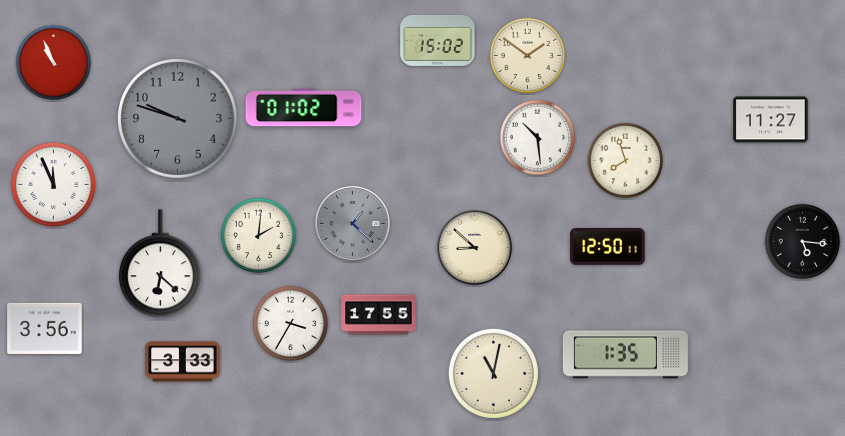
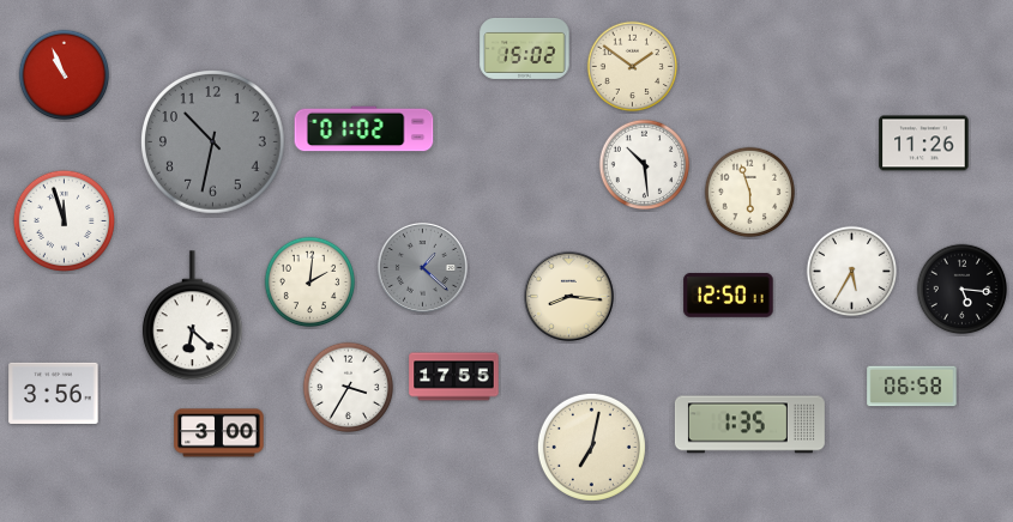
clock at (178, 119): 9:48 -> 10:32
clock at (771, 120): 11:27 -> 11:26
clock at (626, 161): 7:57 -> 5:57
clock at (53, 184): 11:56 -> 11:57
clock at (852, 272): none -> 5:35
clock at (474, 247): 8:52 -> 8:16
clock at (912, 387): none -> 06:58
clock at (183, 362): 3:33 -> 3:00
clock at (493, 373): 11:02 -> 7:02
